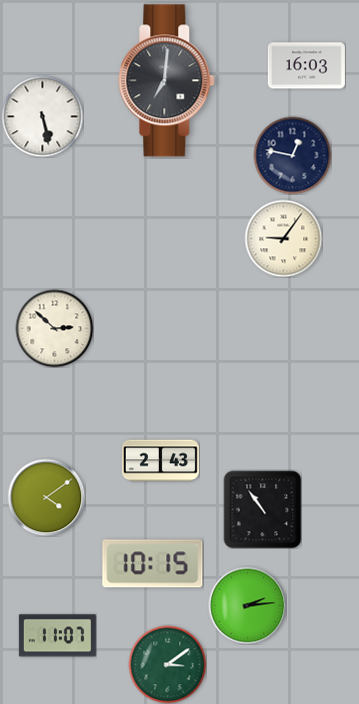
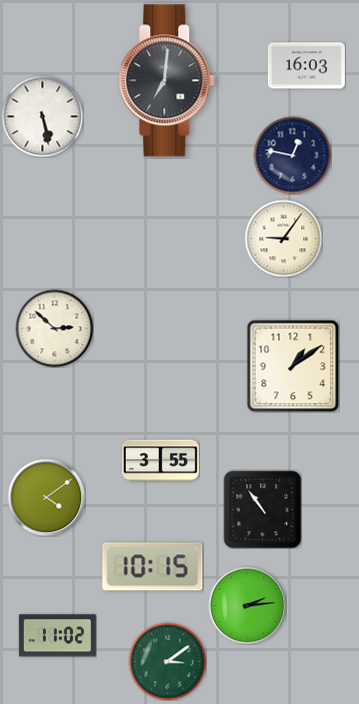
clock at (293, 366): none -> 1:09
clock at (160, 461): 2:43 -> 3:55
clock at (153, 564) position: (153, 564) -> (153, 567)
clock at (57, 636): 11:07 -> 11:02
clock at (167, 664) position: (167, 664) -> (167, 661)
